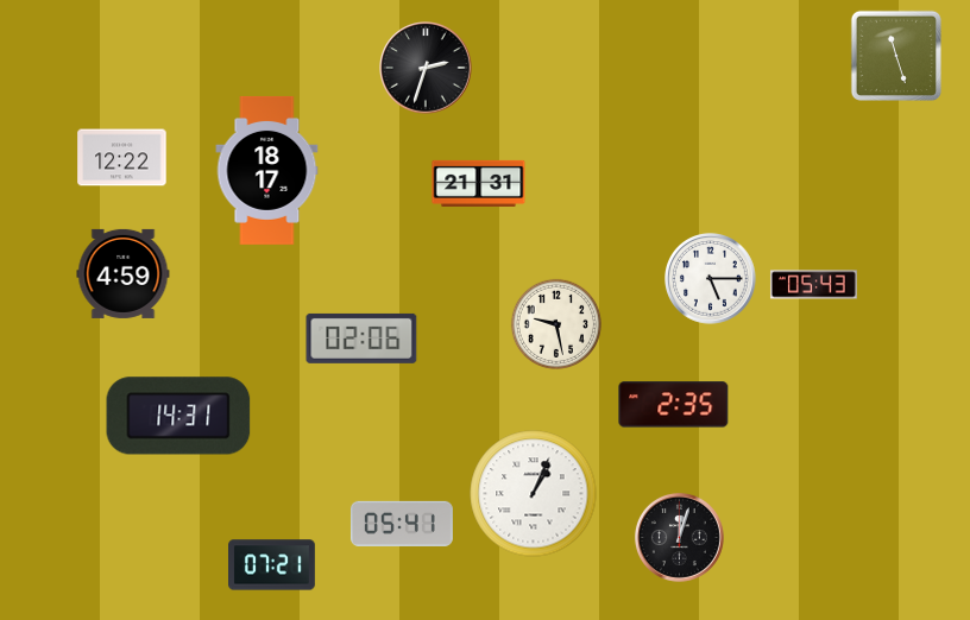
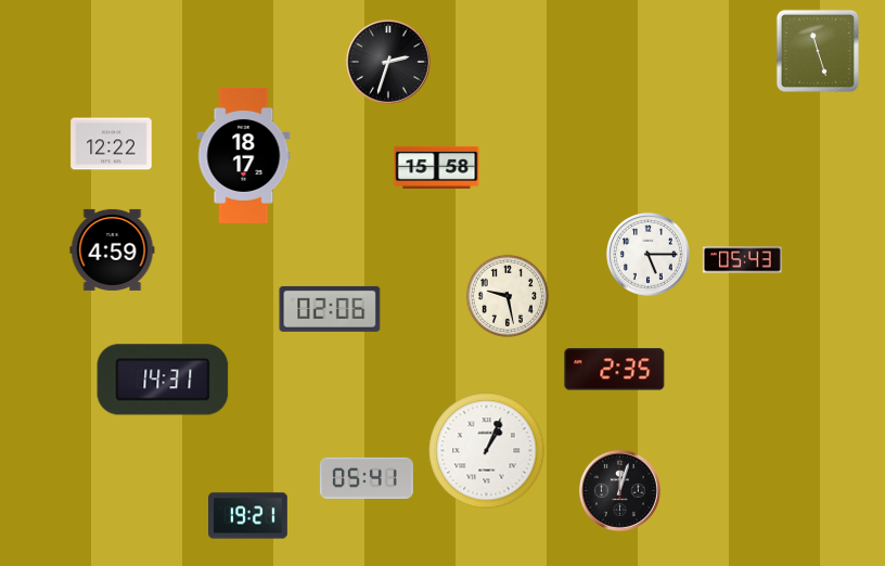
clock at (479, 183): 21:31 -> 15:58
clock at (272, 565): 07:21 -> 19:21
